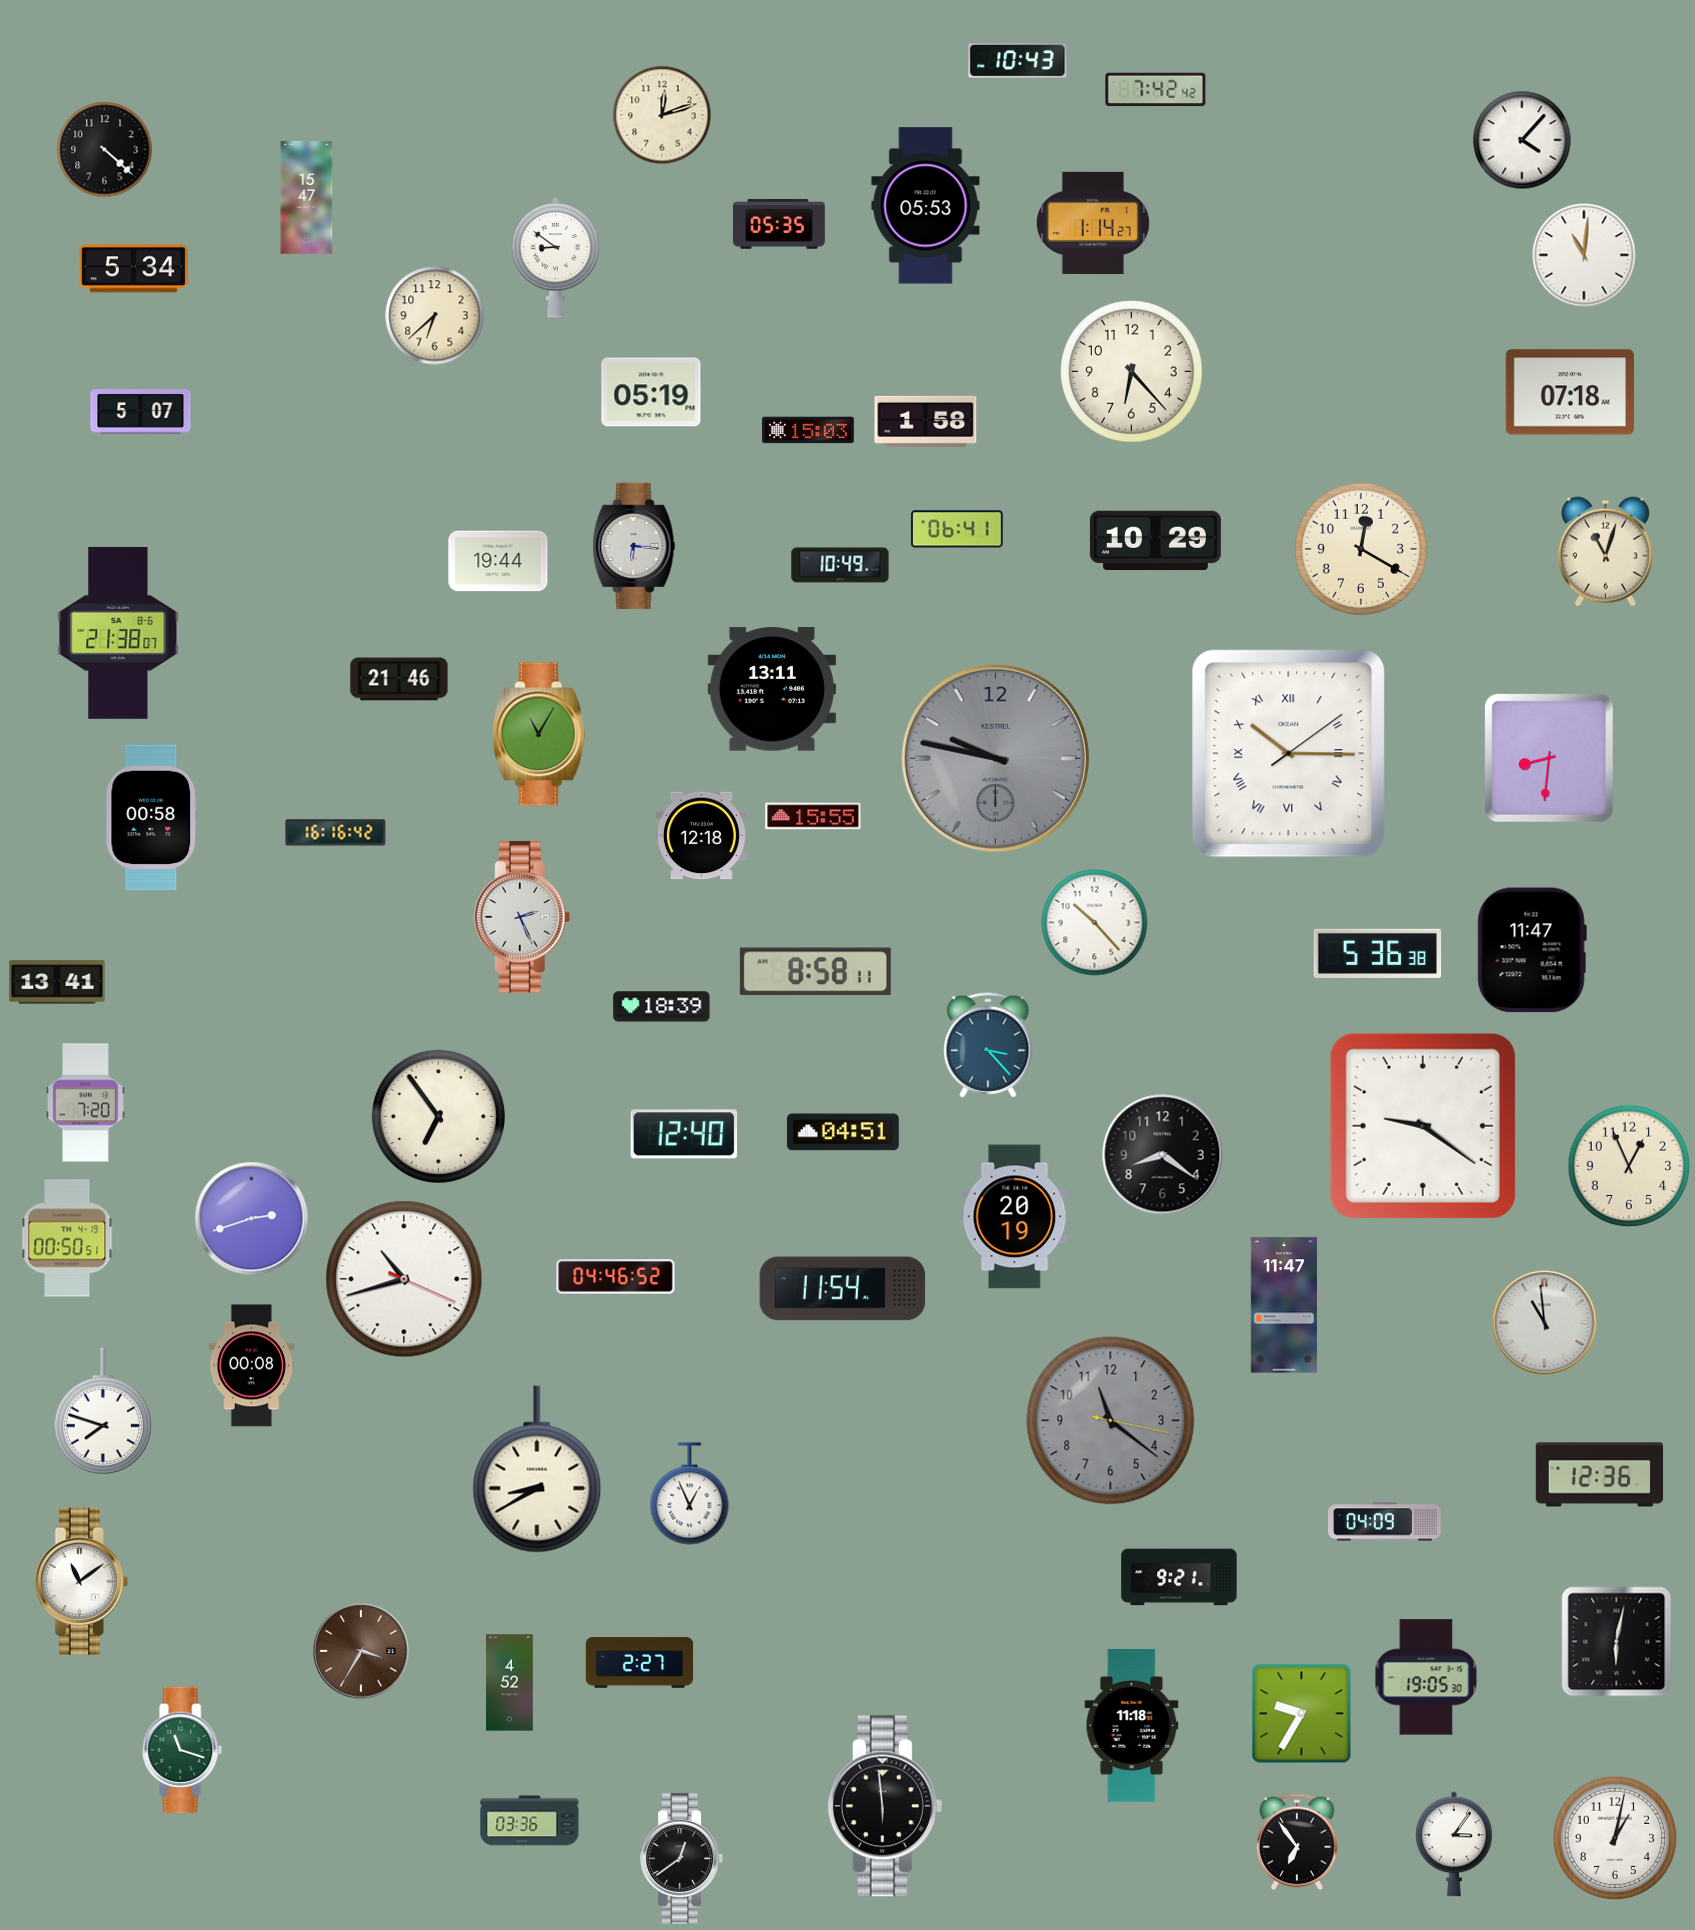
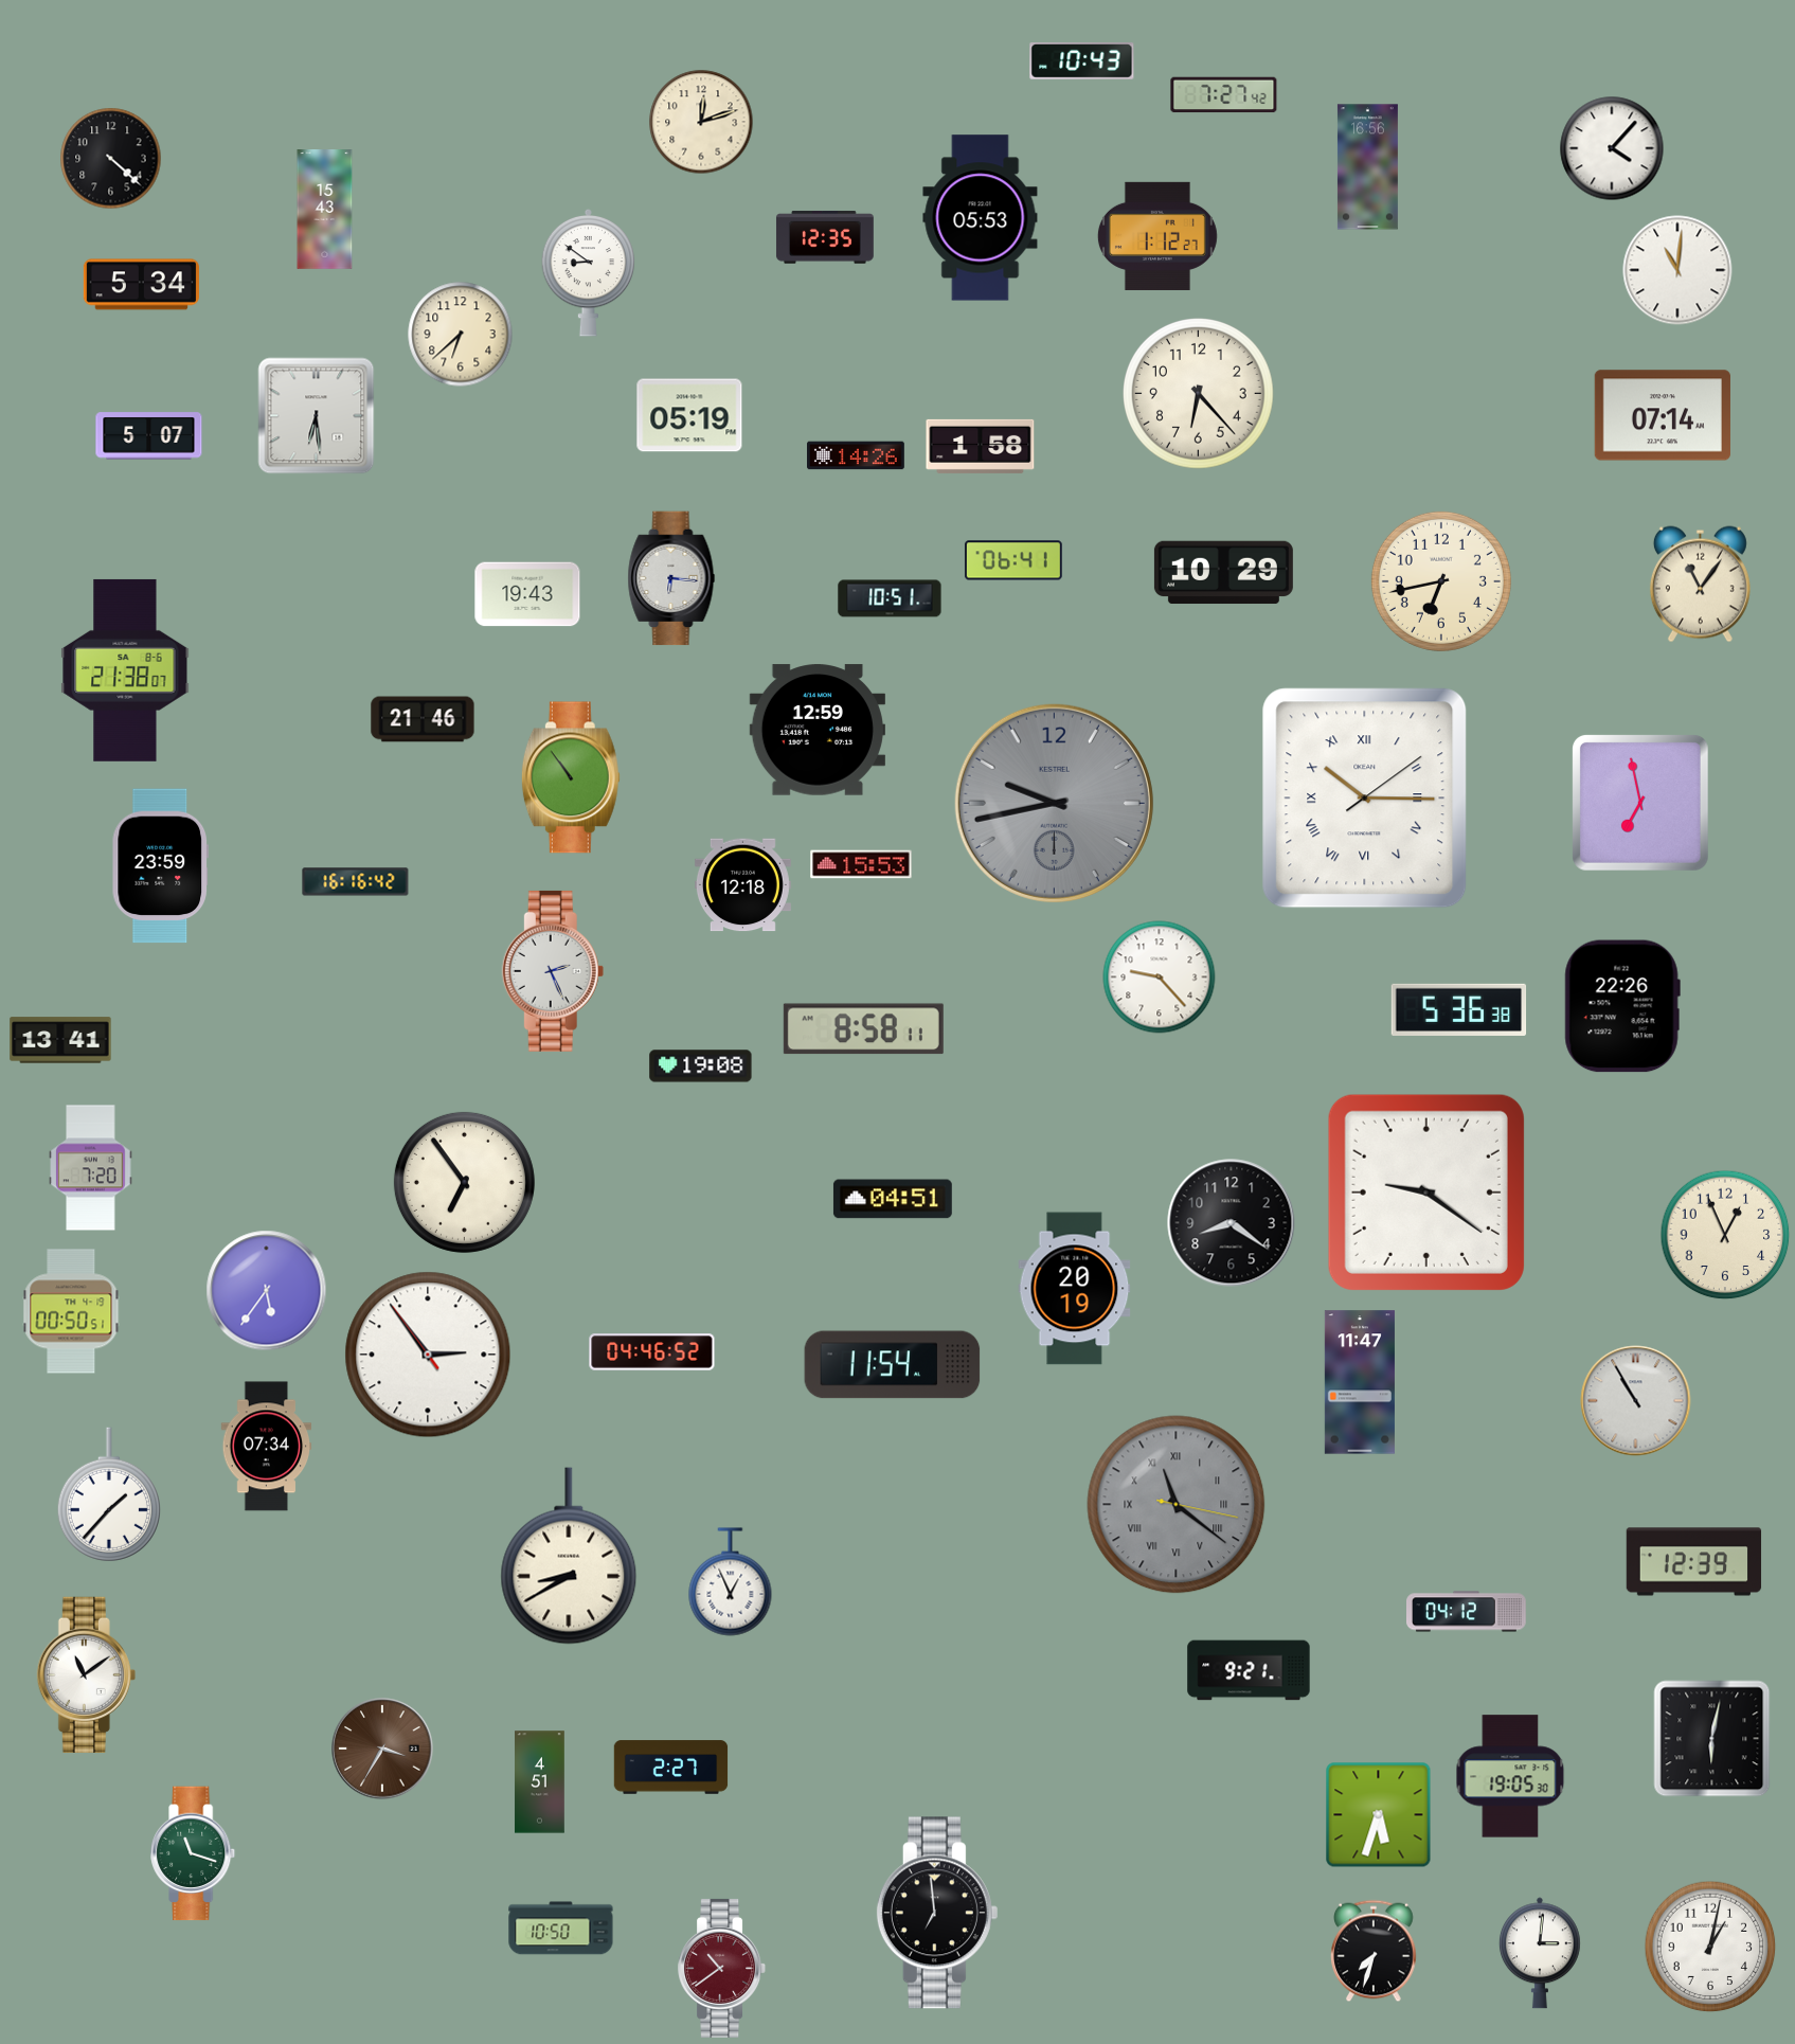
clock at (1018, 61) position: (1018, 61) -> (1082, 61)
clock at (1156, 90): 7:42 -> 7:27
clock at (1367, 167): none -> 16:56
clock at (307, 198): 15:47 -> 15:43
clock at (1093, 223): 1:14 -> 1:12
clock at (779, 224): 05:35 -> 12:35
clock at (1570, 392): 07:18 -> 07:14
clock at (317, 416): none -> 6:29
clock at (809, 430): 15:03 -> 14:26
clock at (1361, 549): 12:20 -> 6:43
clock at (1605, 552): 11:03 -> 11:06
clock at (498, 561): 19:44 -> 19:43
clock at (840, 565): 10:49 -> 10:51
clock at (772, 689): 13:11 -> 12:59
clock at (539, 734): 11:05 -> 10:54
clock at (995, 758): 9:47 -> 9:43
clock at (1549, 758): 8:31 -> 6:58
clock at (813, 816): 15:55 -> 15:53
clock at (151, 818): 00:58 -> 23:59
clock at (1095, 923): 10:23 -> 9:23
clock at (1532, 950): 11:47 -> 22:26
clock at (662, 1007): 18:39 -> 19:08
clock at (988, 1045): 3:23 -> none
clock at (1423, 1126) position: (1423, 1126) -> (1426, 1193)
clock at (684, 1134): 12:40 -> none
clock at (252, 1219): 2:42 -> 5:36
clock at (404, 1279): 10:42 -> 2:53
clock at (1545, 1323): 10:59 -> 10:55
clock at (252, 1366): 00:08 -> 07:34
clock at (103, 1411): 7:48 -> 1:37
clock at (1111, 1421) numerals: Arabic -> Roman
clock at (1600, 1475): 12:36 -> 12:39
clock at (1385, 1522): 04:09 -> 04:12
clock at (640, 1663) position: (640, 1663) -> (671, 1768)
clock at (510, 1683): 4:52 -> 4:51
clock at (1302, 1714): 9:35 -> 5:33
clock at (1132, 1726): 11:18 -> none
clock at (885, 1806): 5:59 -> 6:59
clock at (530, 1821): 03:36 -> 10:50
clock at (1297, 1842): 6:54 -> 7:33
clock at (1454, 1844): 3:06 -> 3:01
clock at (682, 1858): 12:39 -> 10:39
clock at (682, 1858) dial: black -> burgundy
